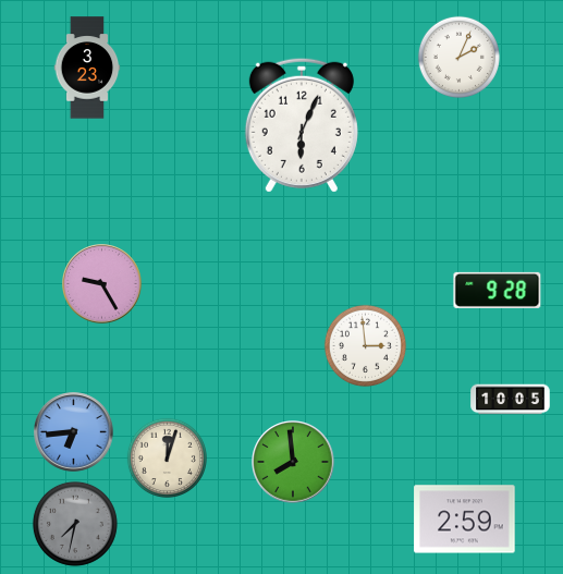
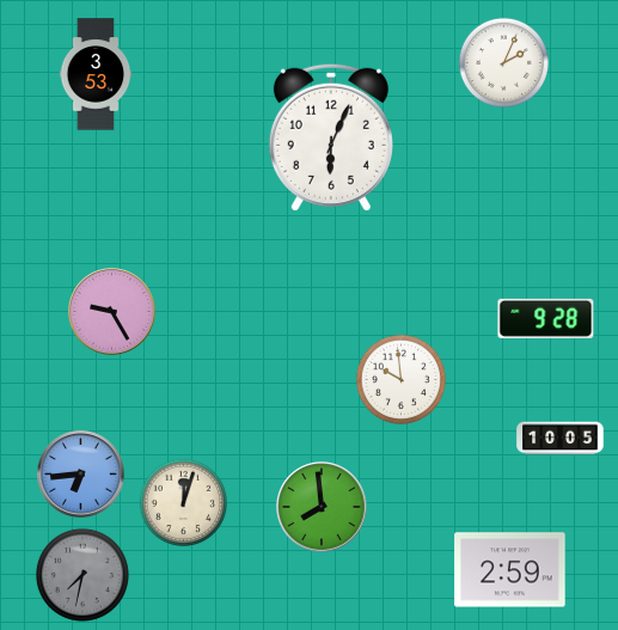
clock at (87, 68): 3:23 -> 3:53
clock at (365, 345): 2:59 -> 9:59
